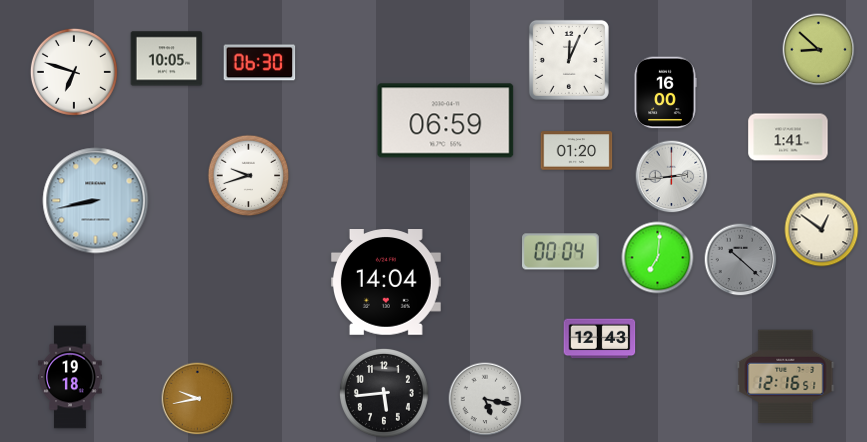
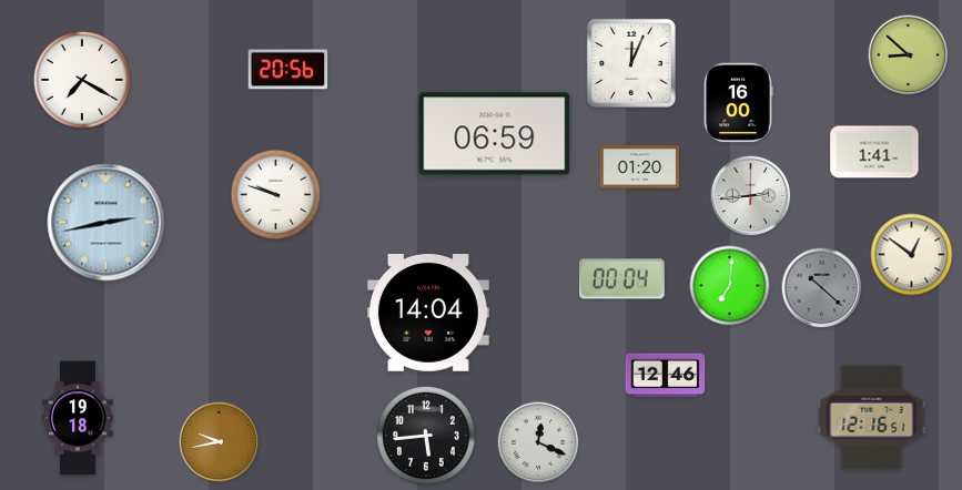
clock at (167, 59): 10:05 -> none
clock at (569, 60) position: (569, 60) -> (631, 63)
clock at (260, 63): 06:30 -> 20:56
clock at (74, 72): 6:48 -> 7:20
clock at (249, 176): 9:42 -> 9:48
clock at (672, 177) position: (672, 177) -> (751, 196)
clock at (96, 201): 8:43 -> 2:43
clock at (600, 339): 12:43 -> 12:46
clock at (485, 399): 5:17 -> 12:19
